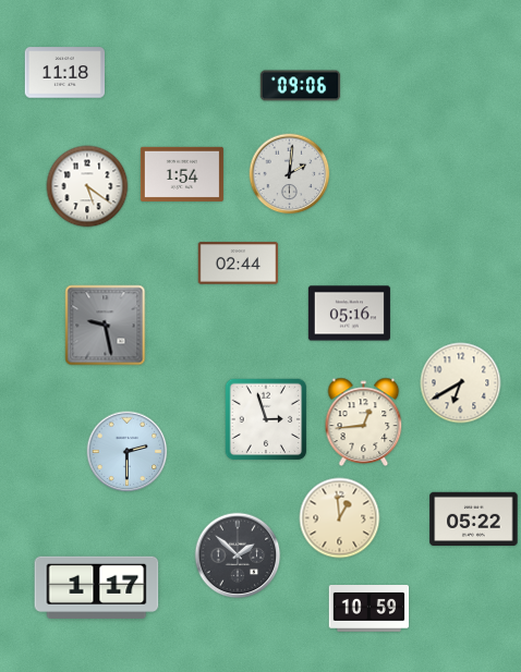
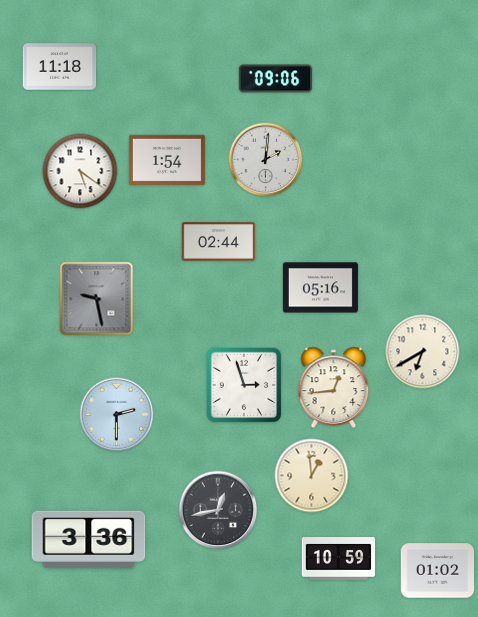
clock at (474, 520): 05:22 -> none
clock at (238, 555): 1:52 -> 12:43
clock at (97, 587): 1:17 -> 3:36
clock at (438, 571): none -> 01:02
